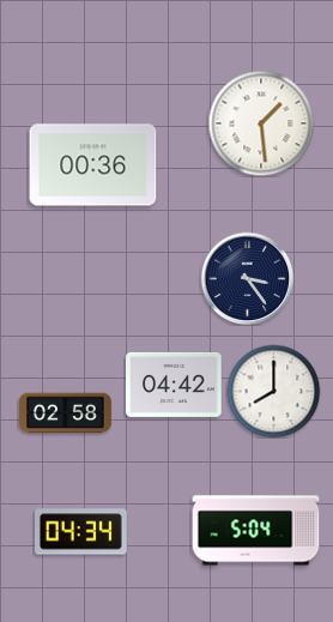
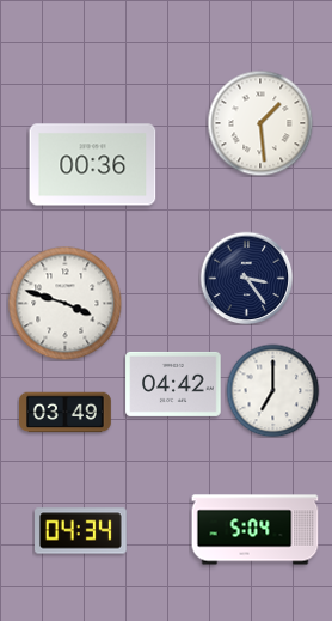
clock at (64, 303): none -> 3:48
clock at (273, 391): 8:00 -> 7:00
clock at (66, 413): 02:58 -> 03:49
